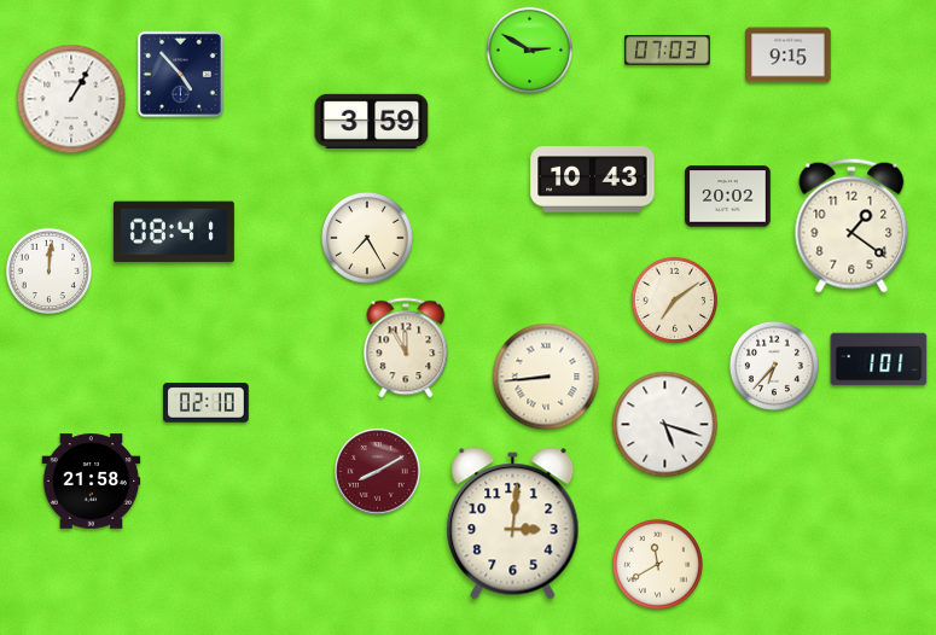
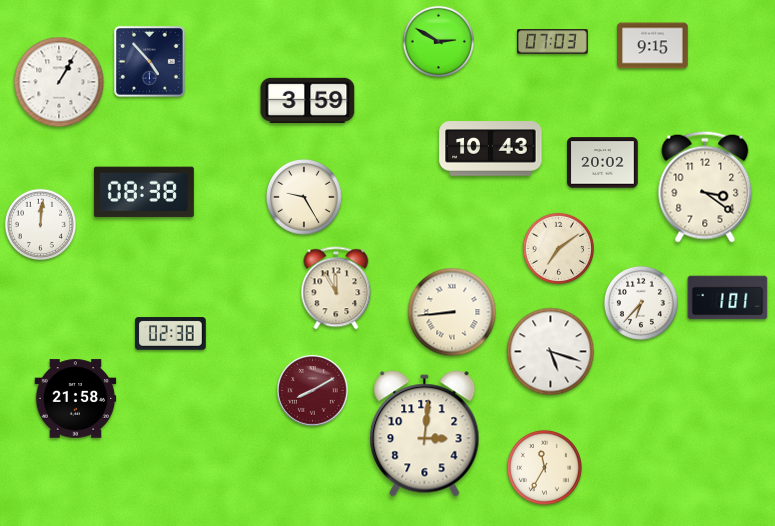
clock at (851, 226): 1:21 -> 3:21
clock at (174, 232): 08:41 -> 08:38
clock at (368, 239): 7:25 -> 9:25
clock at (207, 403): 02:10 -> 02:38
clock at (657, 564): 11:40 -> 11:35
